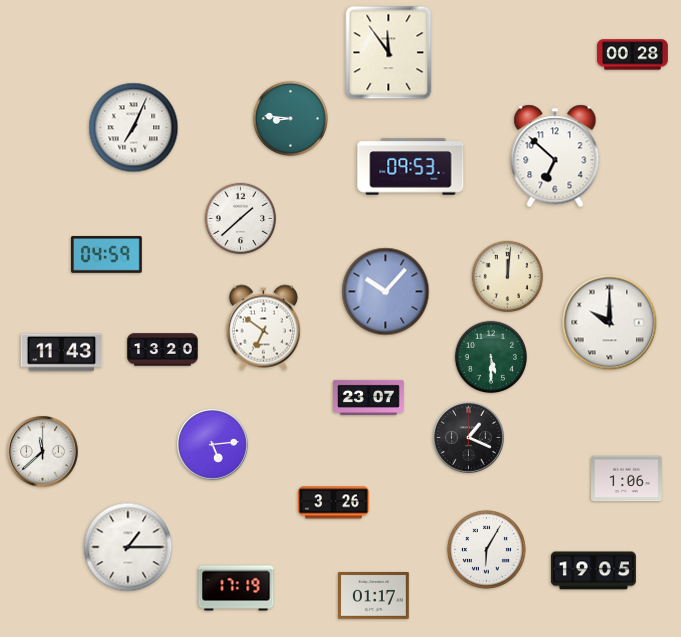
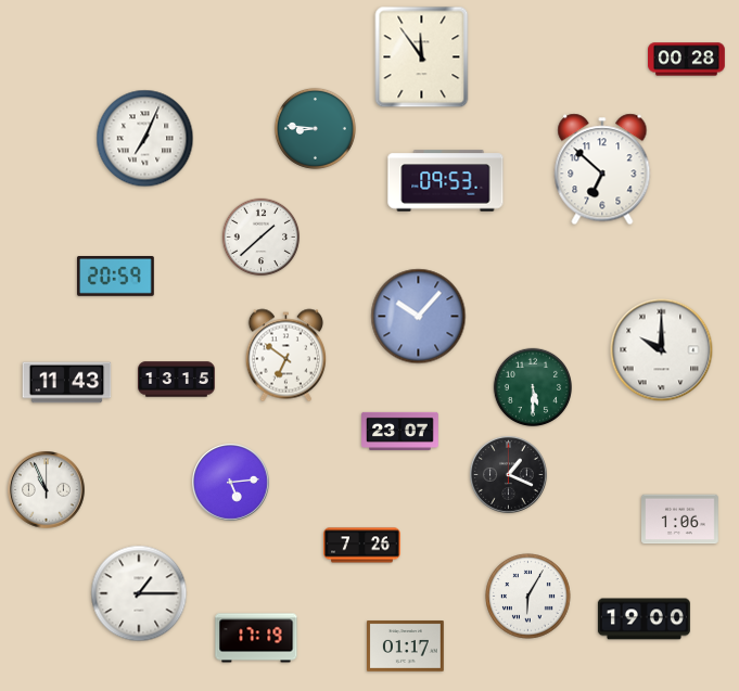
clock at (107, 255): 04:59 -> 20:59
clock at (508, 277): 12:01 -> none
clock at (163, 350): 13:20 -> 13:15
clock at (43, 452): 11:38 -> 10:56
clock at (334, 503): 3:26 -> 7:26
clock at (593, 571): 19:05 -> 19:00
